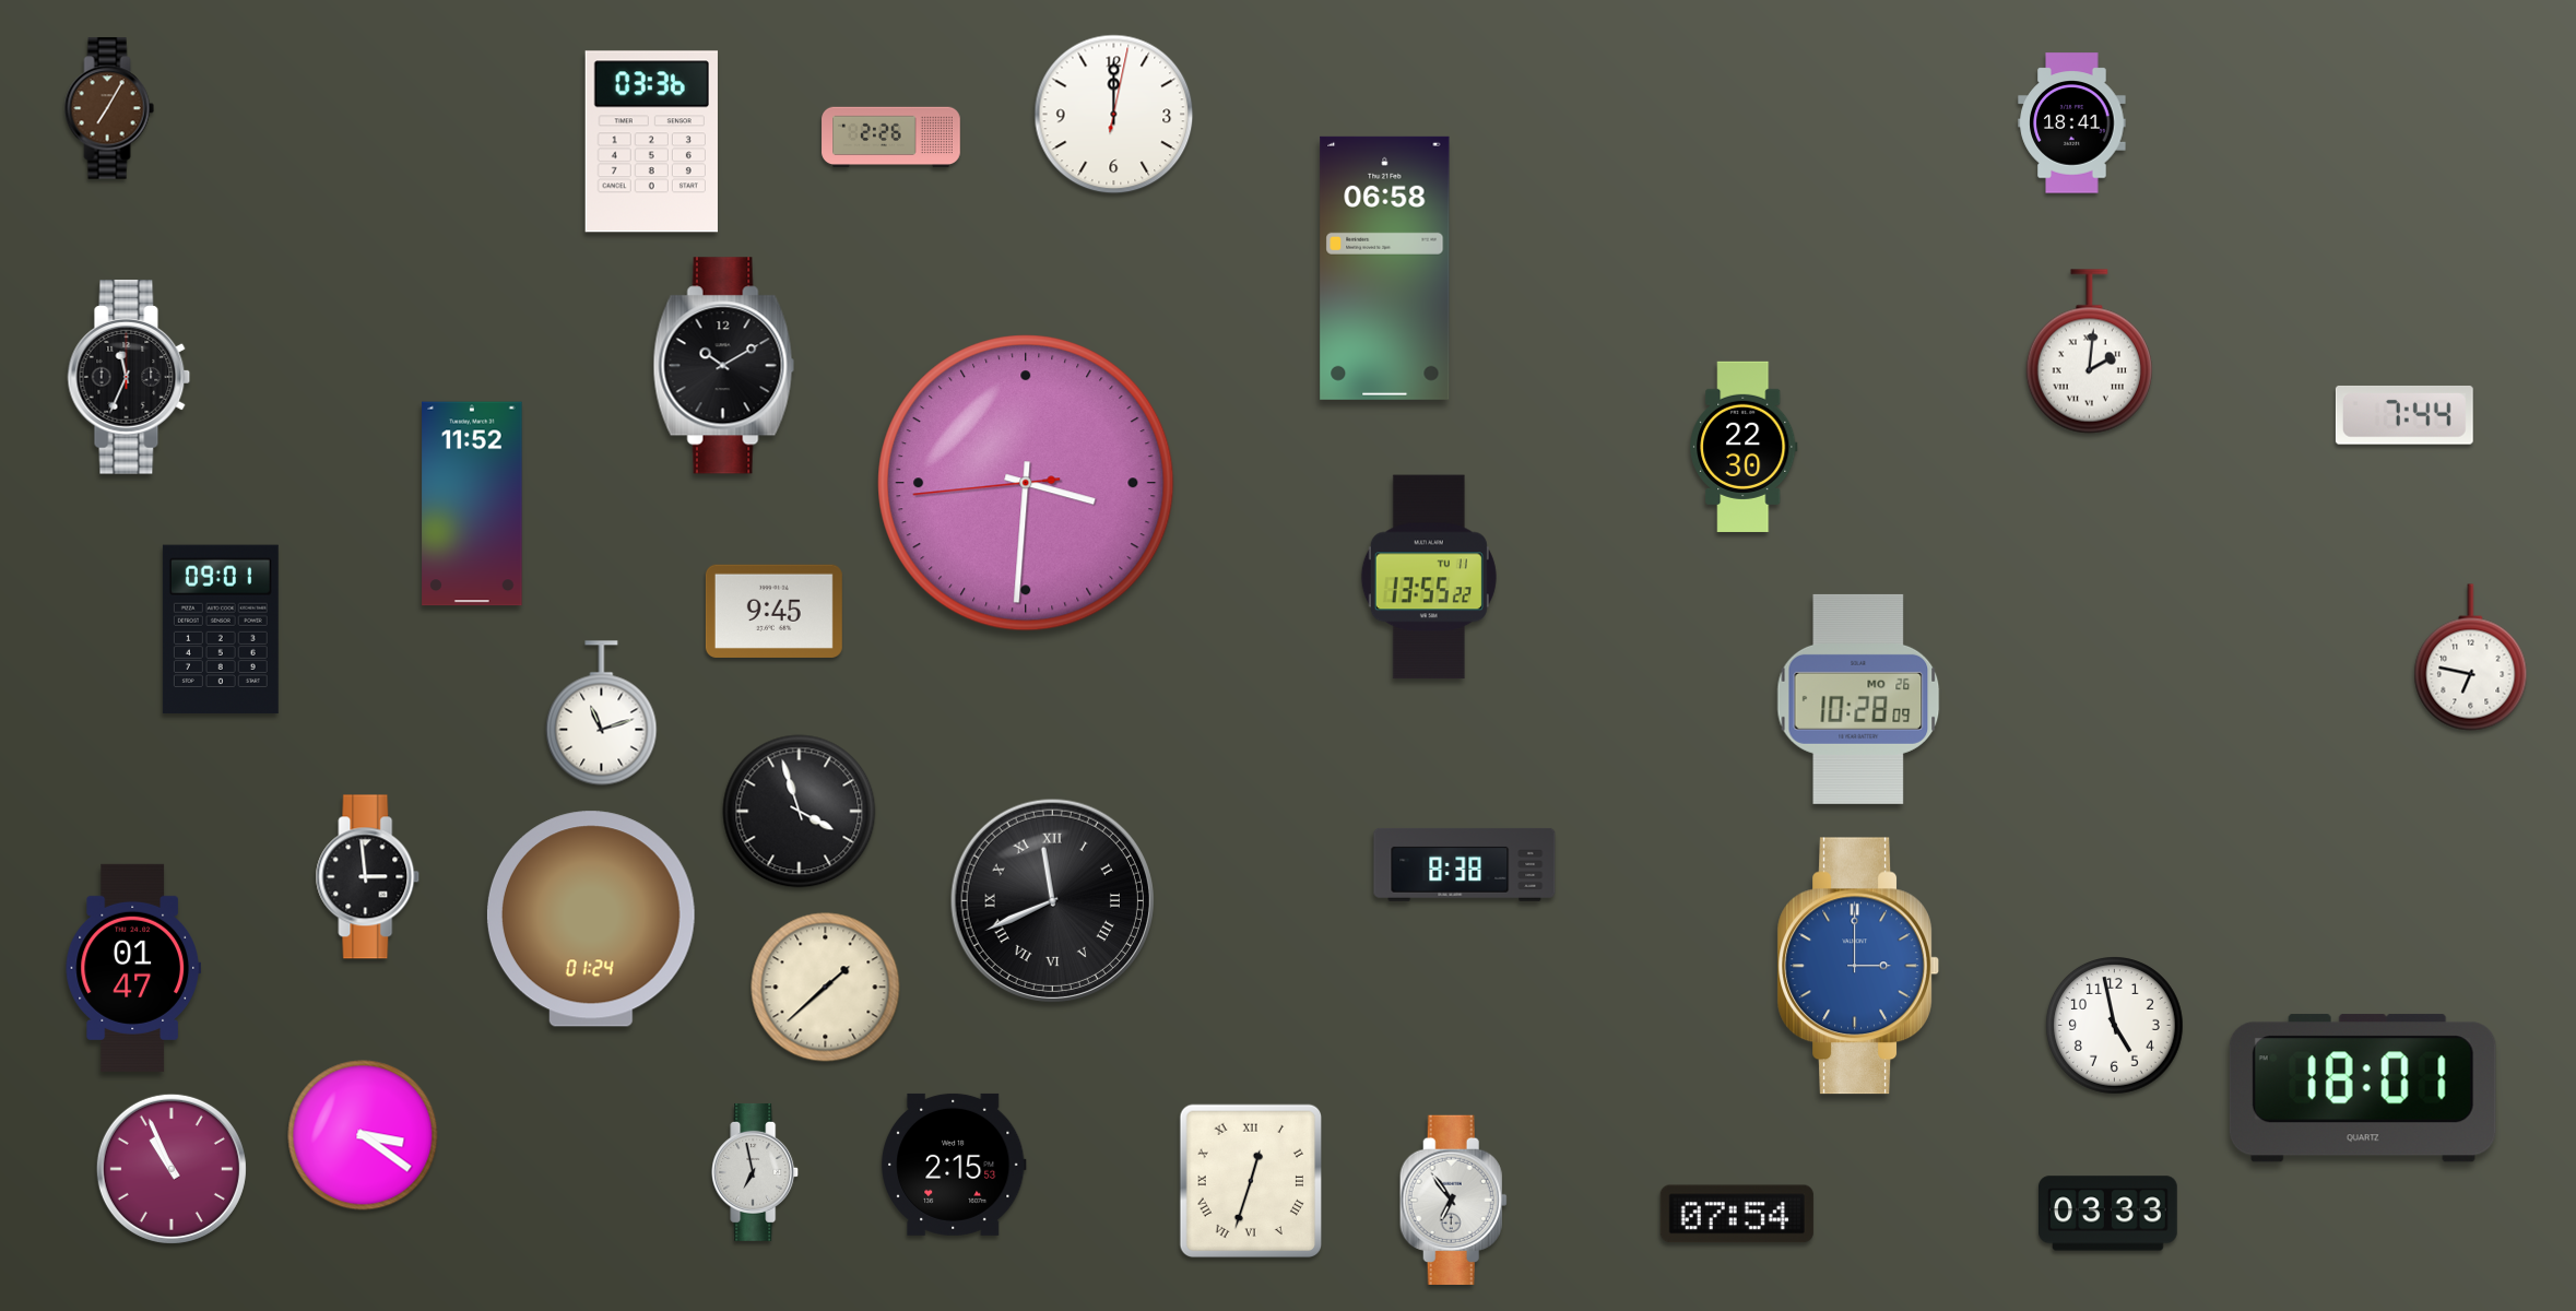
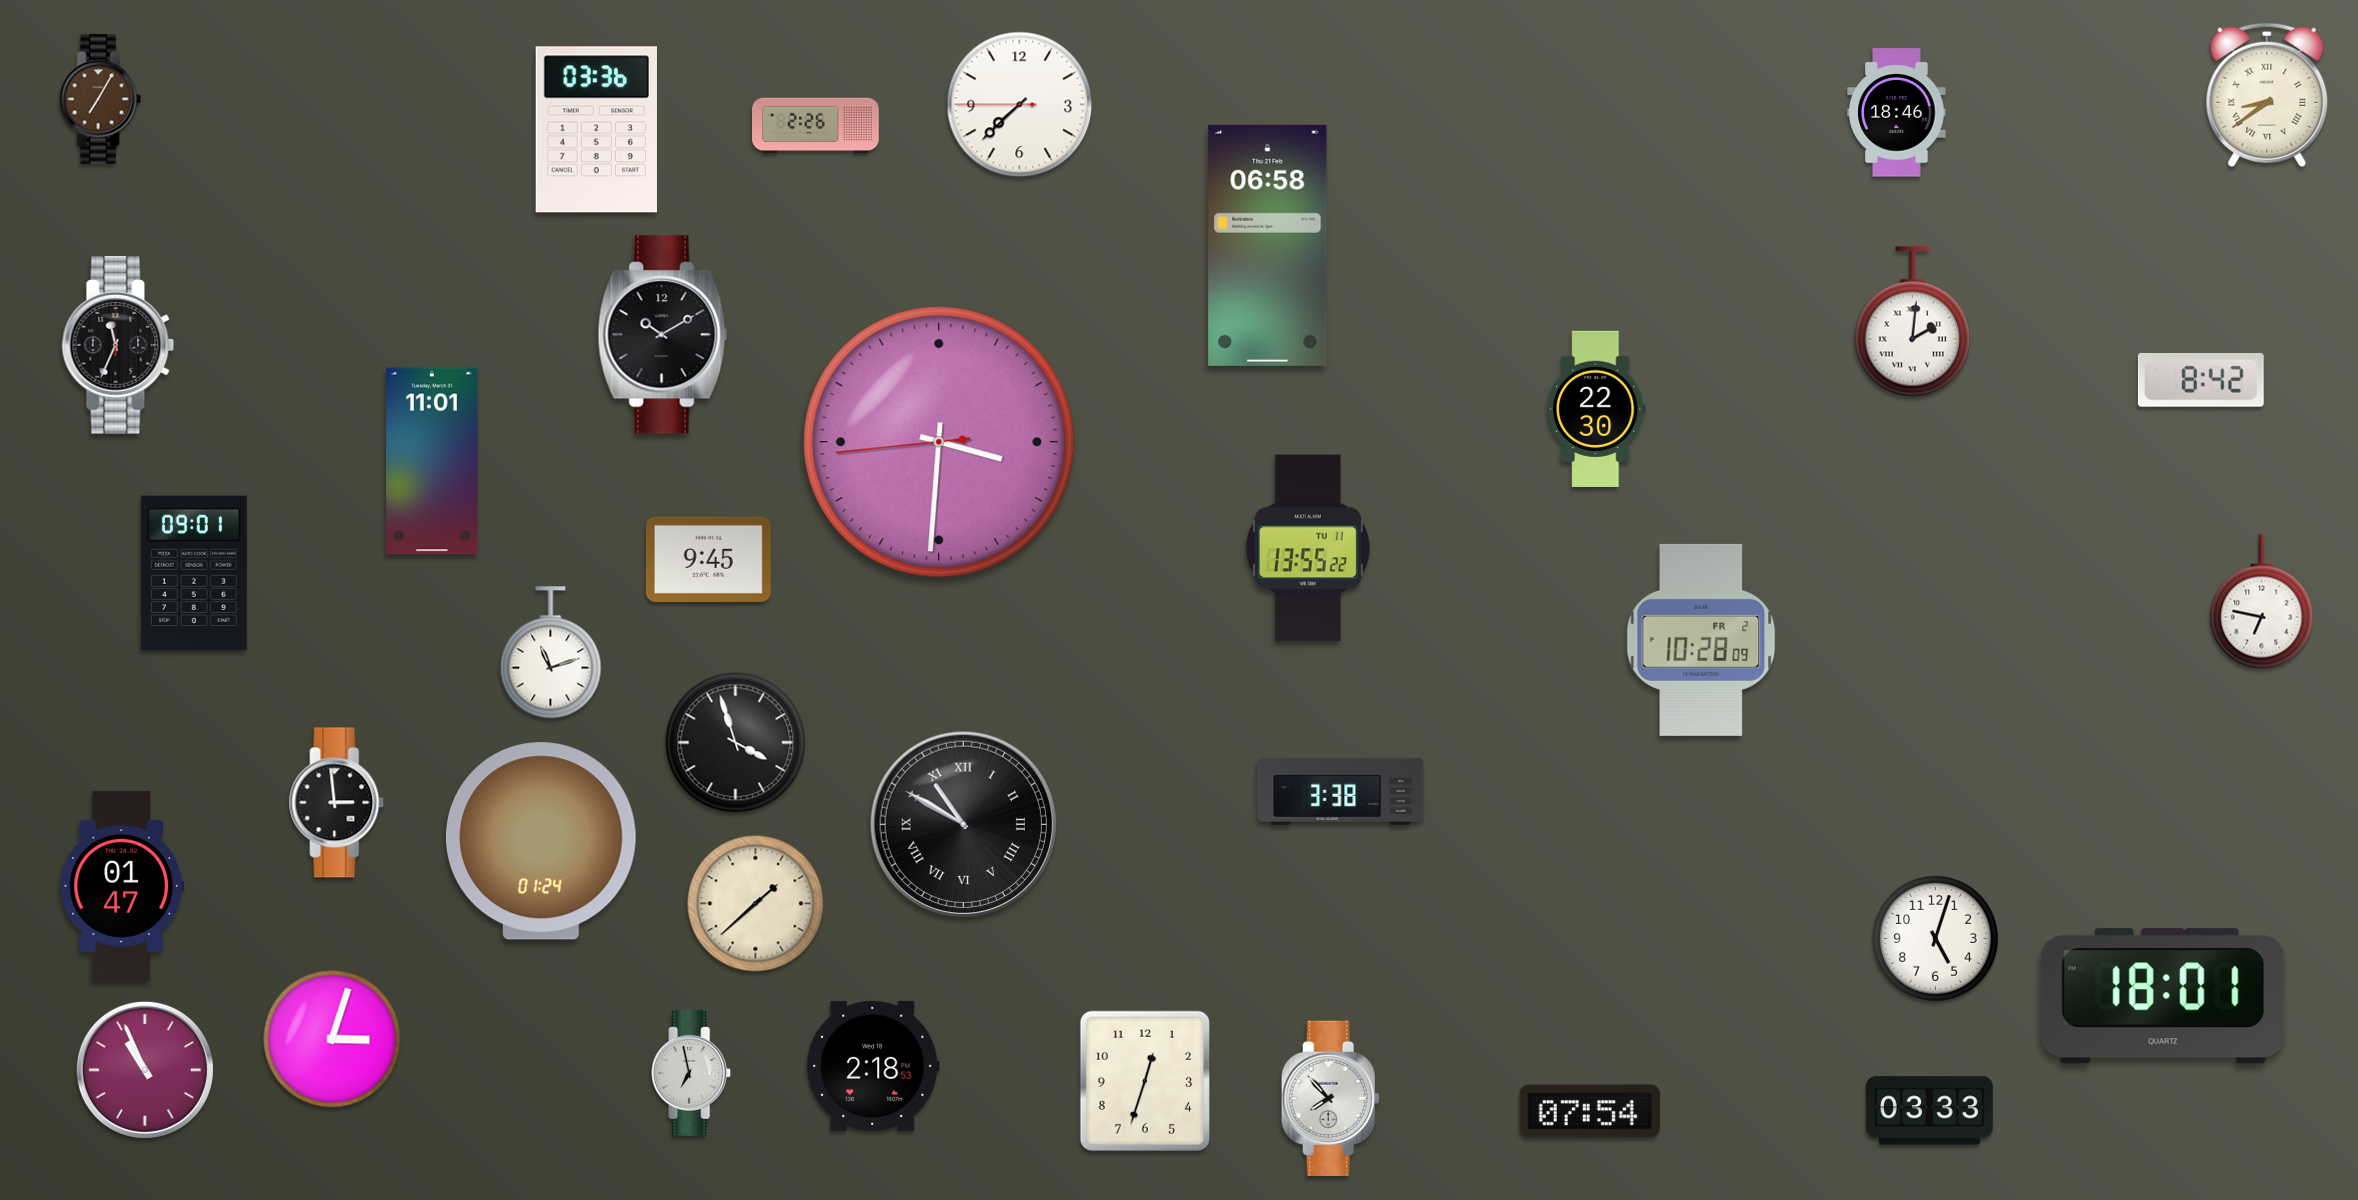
clock at (2267, 95): none -> 8:39
clock at (1114, 115): 12:00 -> 7:37
clock at (2072, 123): 18:41 -> 18:46
clock at (2404, 415): 7:44 -> 8:42
clock at (472, 504): 11:52 -> 11:01
clock at (1429, 577) position: (1429, 577) -> (1308, 548)
clock at (221, 629) position: (221, 629) -> (194, 573)
clock at (1858, 699) date: MO 26 -> FR 2
clock at (800, 812) position: (800, 812) -> (736, 743)
clock at (1465, 864): 8:38 -> 3:38
clock at (1052, 900): 11:41 -> 10:50
clock at (1858, 966): 3:00 -> none
clock at (2115, 1026): 4:58 -> 5:03
clock at (363, 1135): 3:21 -> 3:03
clock at (954, 1165): 2:15 -> 2:18
clock at (172, 1169) position: (172, 1169) -> (145, 1070)
clock at (1250, 1181) numerals: Roman -> Arabic
clock at (1453, 1200): 6:54 -> 7:53
